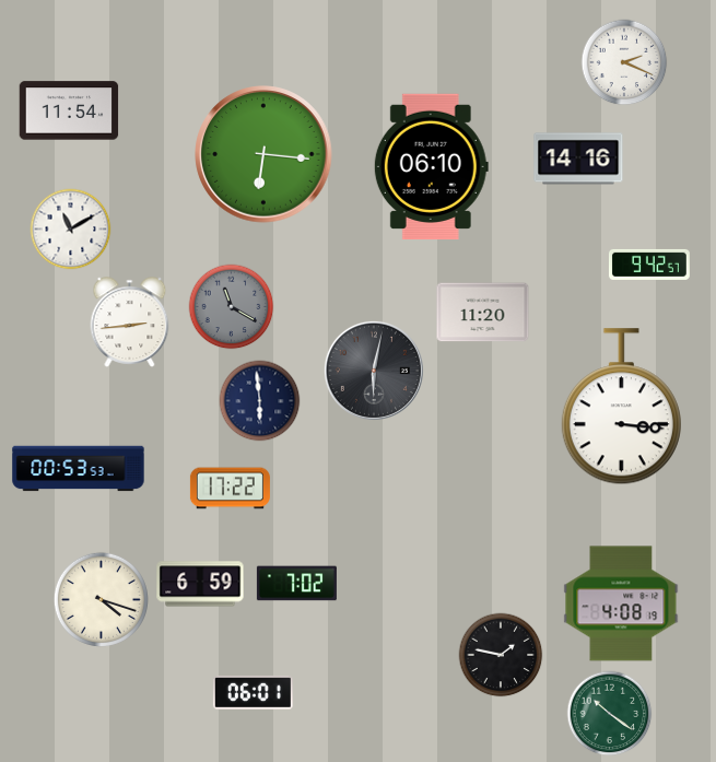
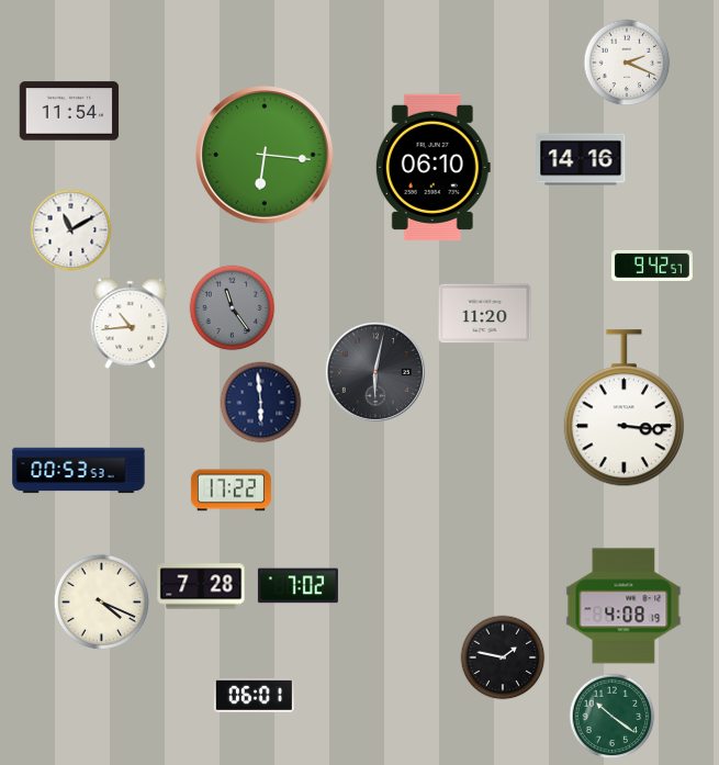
clock at (232, 307): 11:20 -> 11:24
clock at (130, 323): 2:44 -> 10:44
clock at (200, 584): 6:59 -> 7:28
clock at (101, 599): 4:18 -> 4:19
